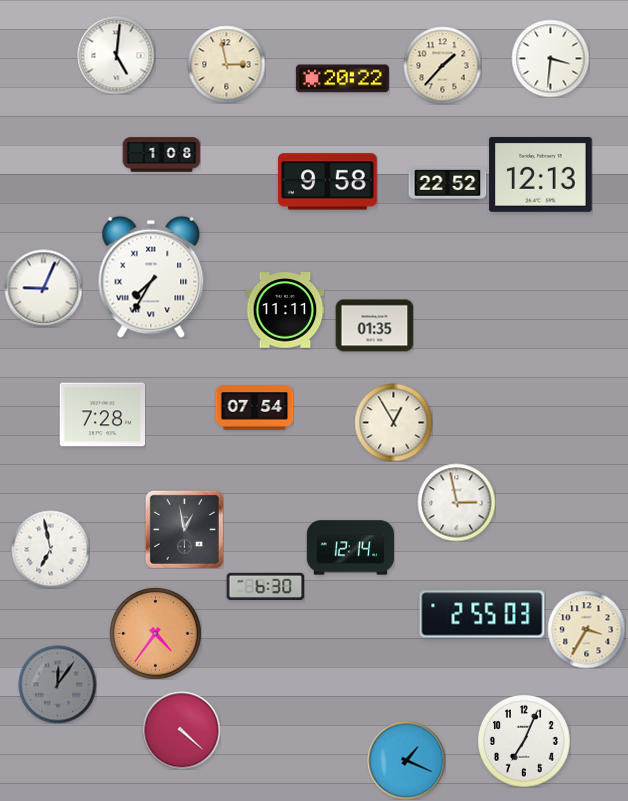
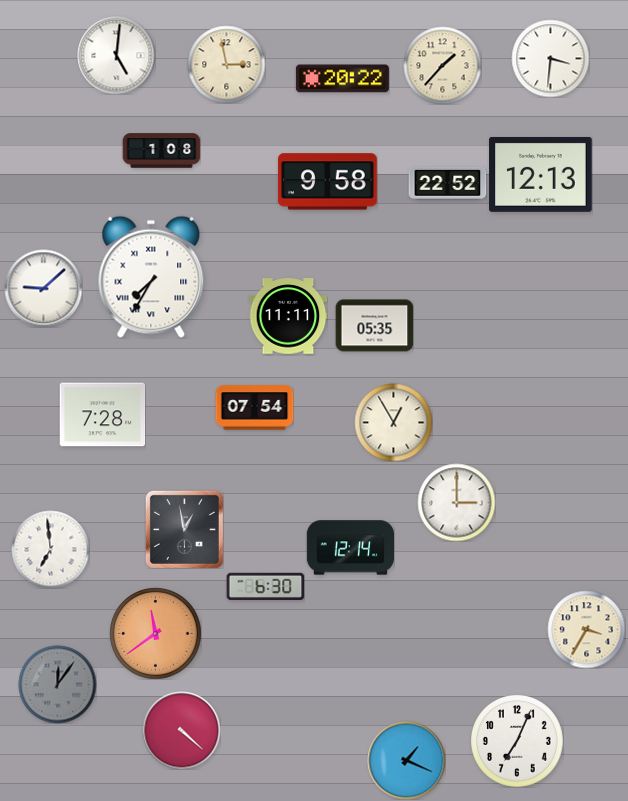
clock at (161, 155) position: (161, 155) -> (161, 151)
clock at (43, 288): 9:04 -> 9:08
clock at (285, 310) position: (285, 310) -> (288, 316)
clock at (374, 326): 01:35 -> 05:35
clock at (456, 502): 2:58 -> 3:00
clock at (50, 549): 6:58 -> 6:59
clock at (482, 614): 2:55 -> none
clock at (155, 633): 4:36 -> 11:39
clock at (524, 741) position: (524, 741) -> (517, 741)
